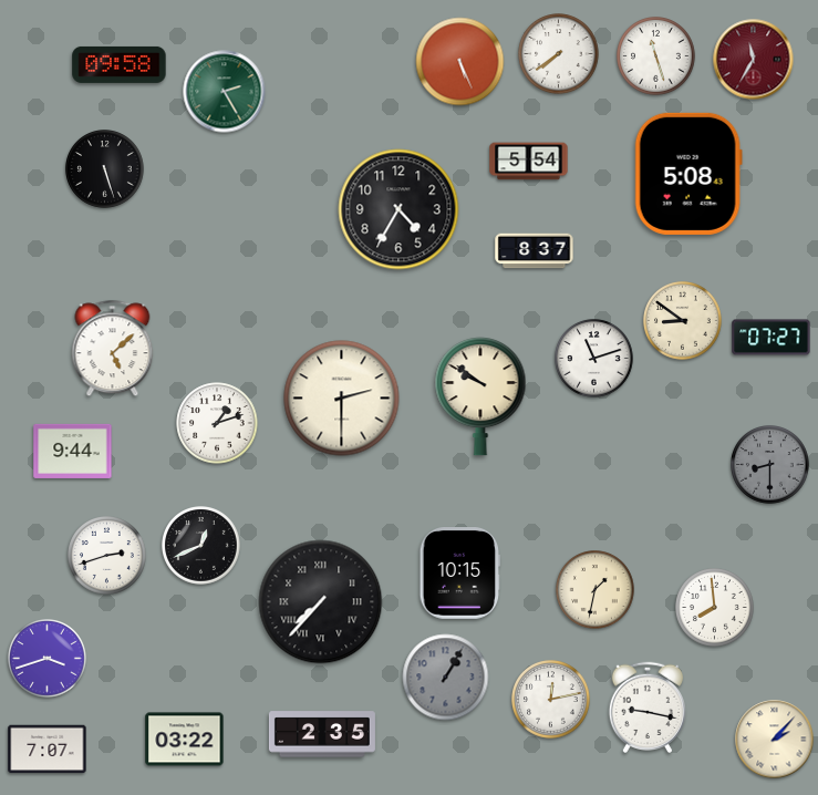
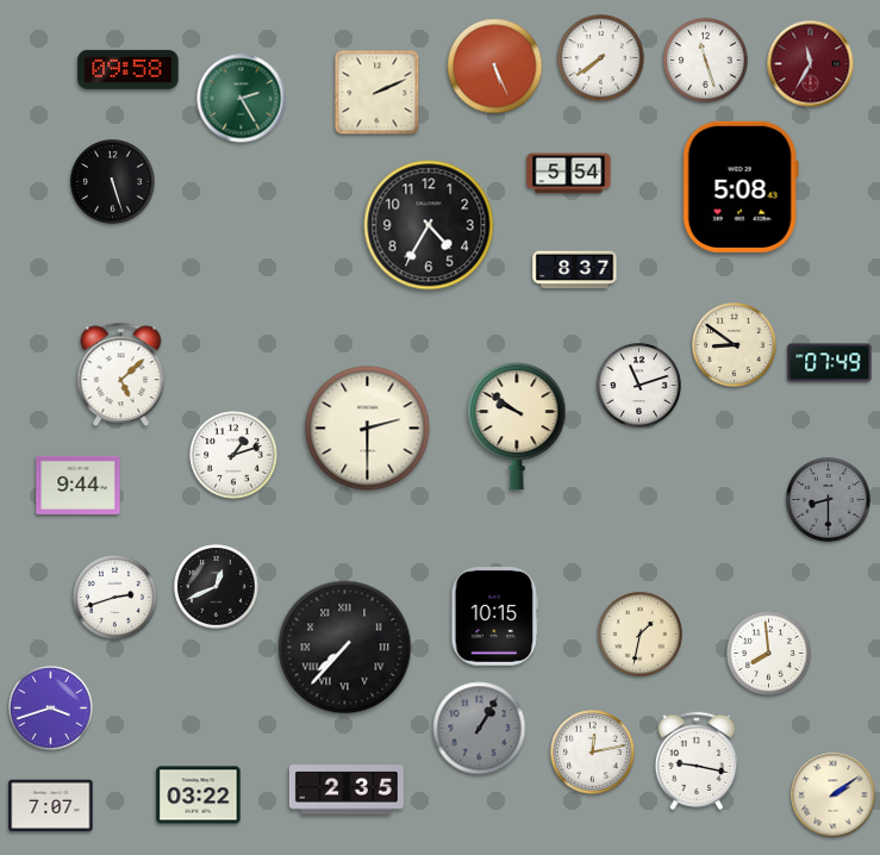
clock at (377, 93): none -> 2:11
clock at (772, 338): 07:27 -> 07:49
clock at (775, 740): 2:07 -> 2:09
